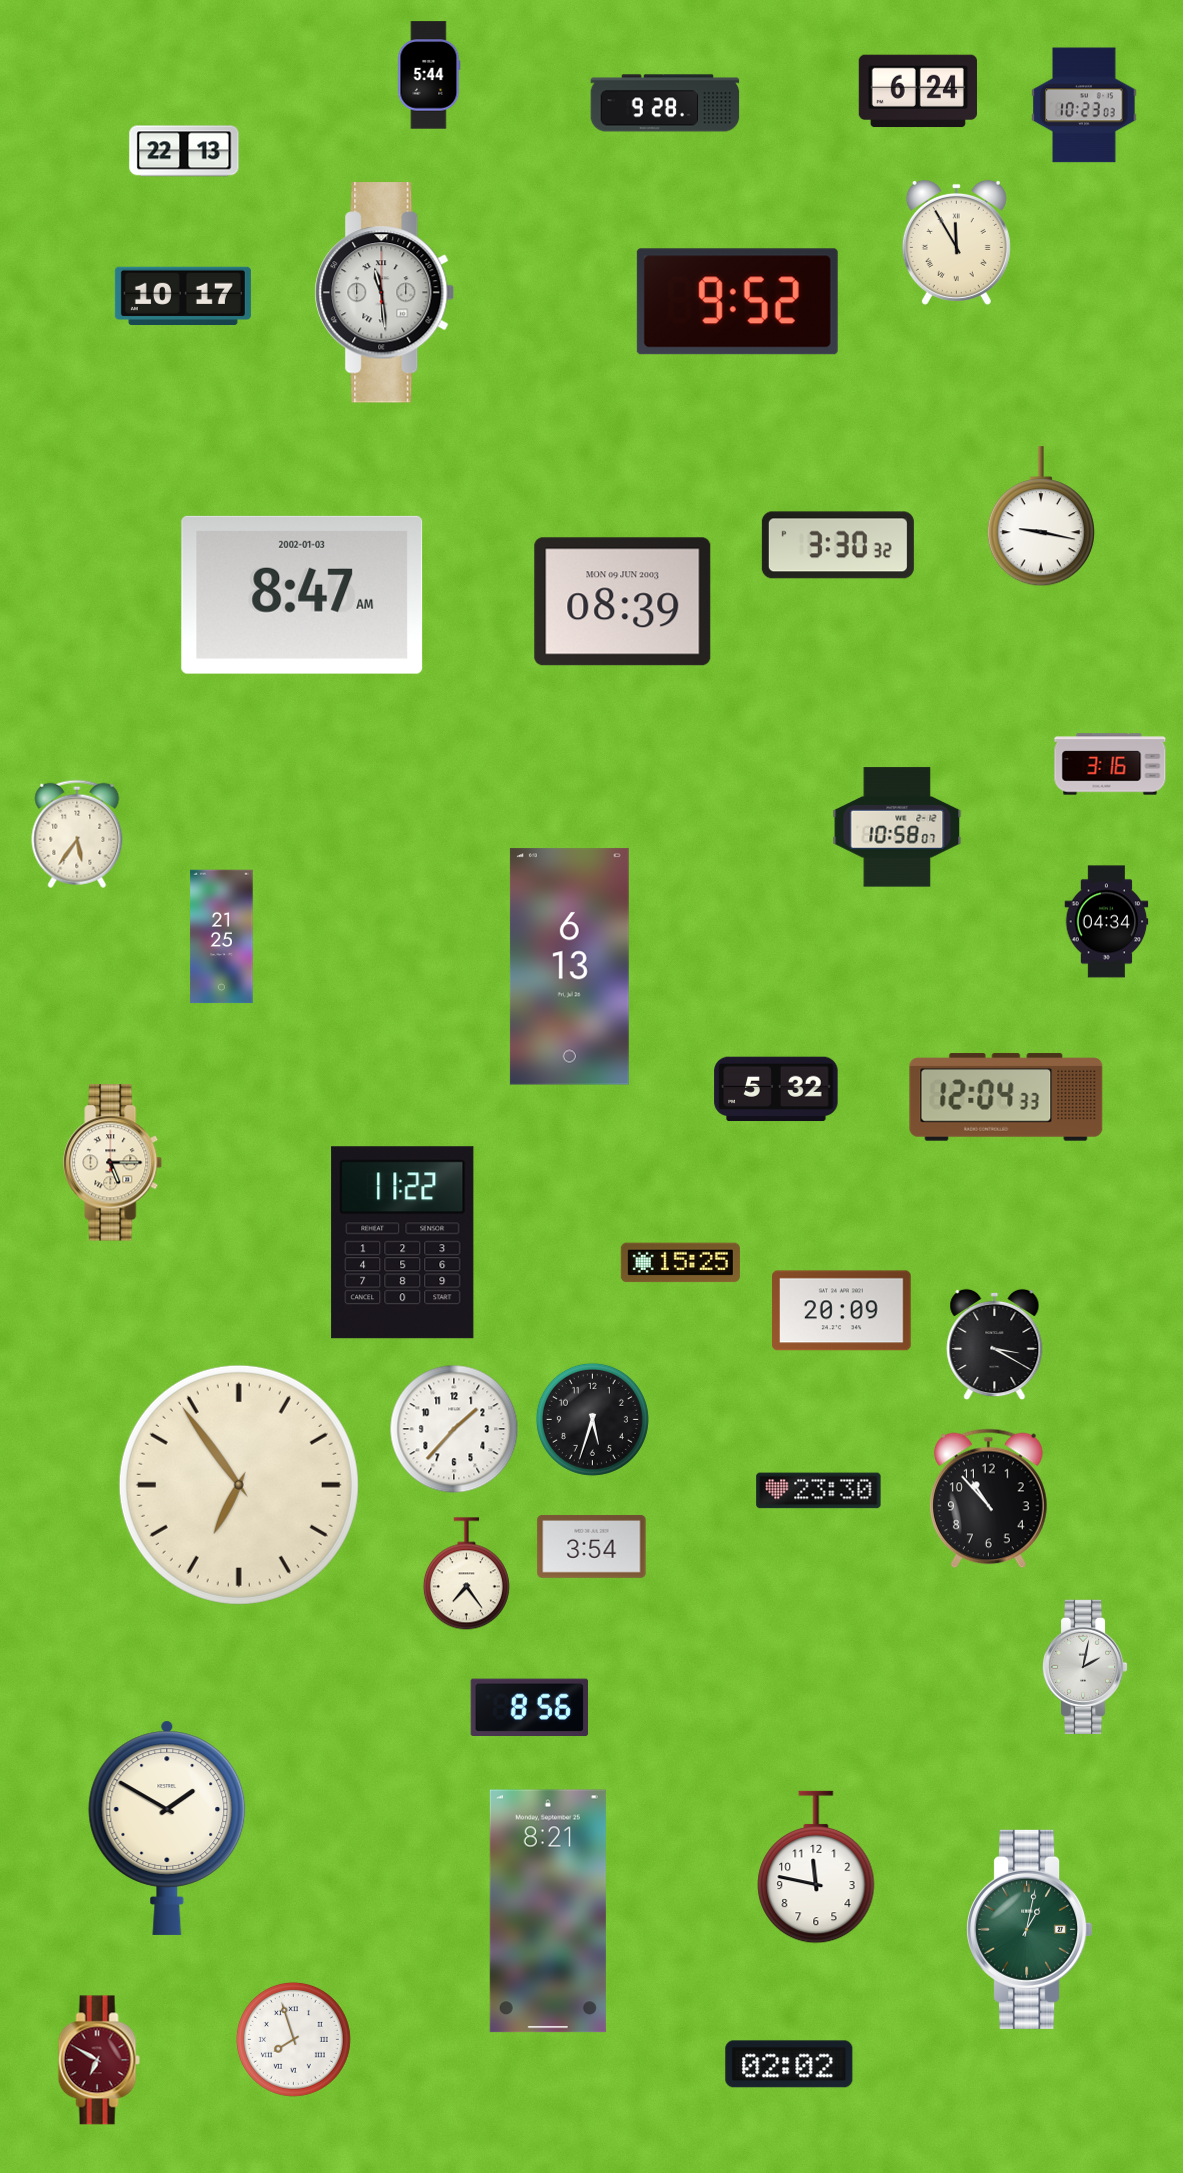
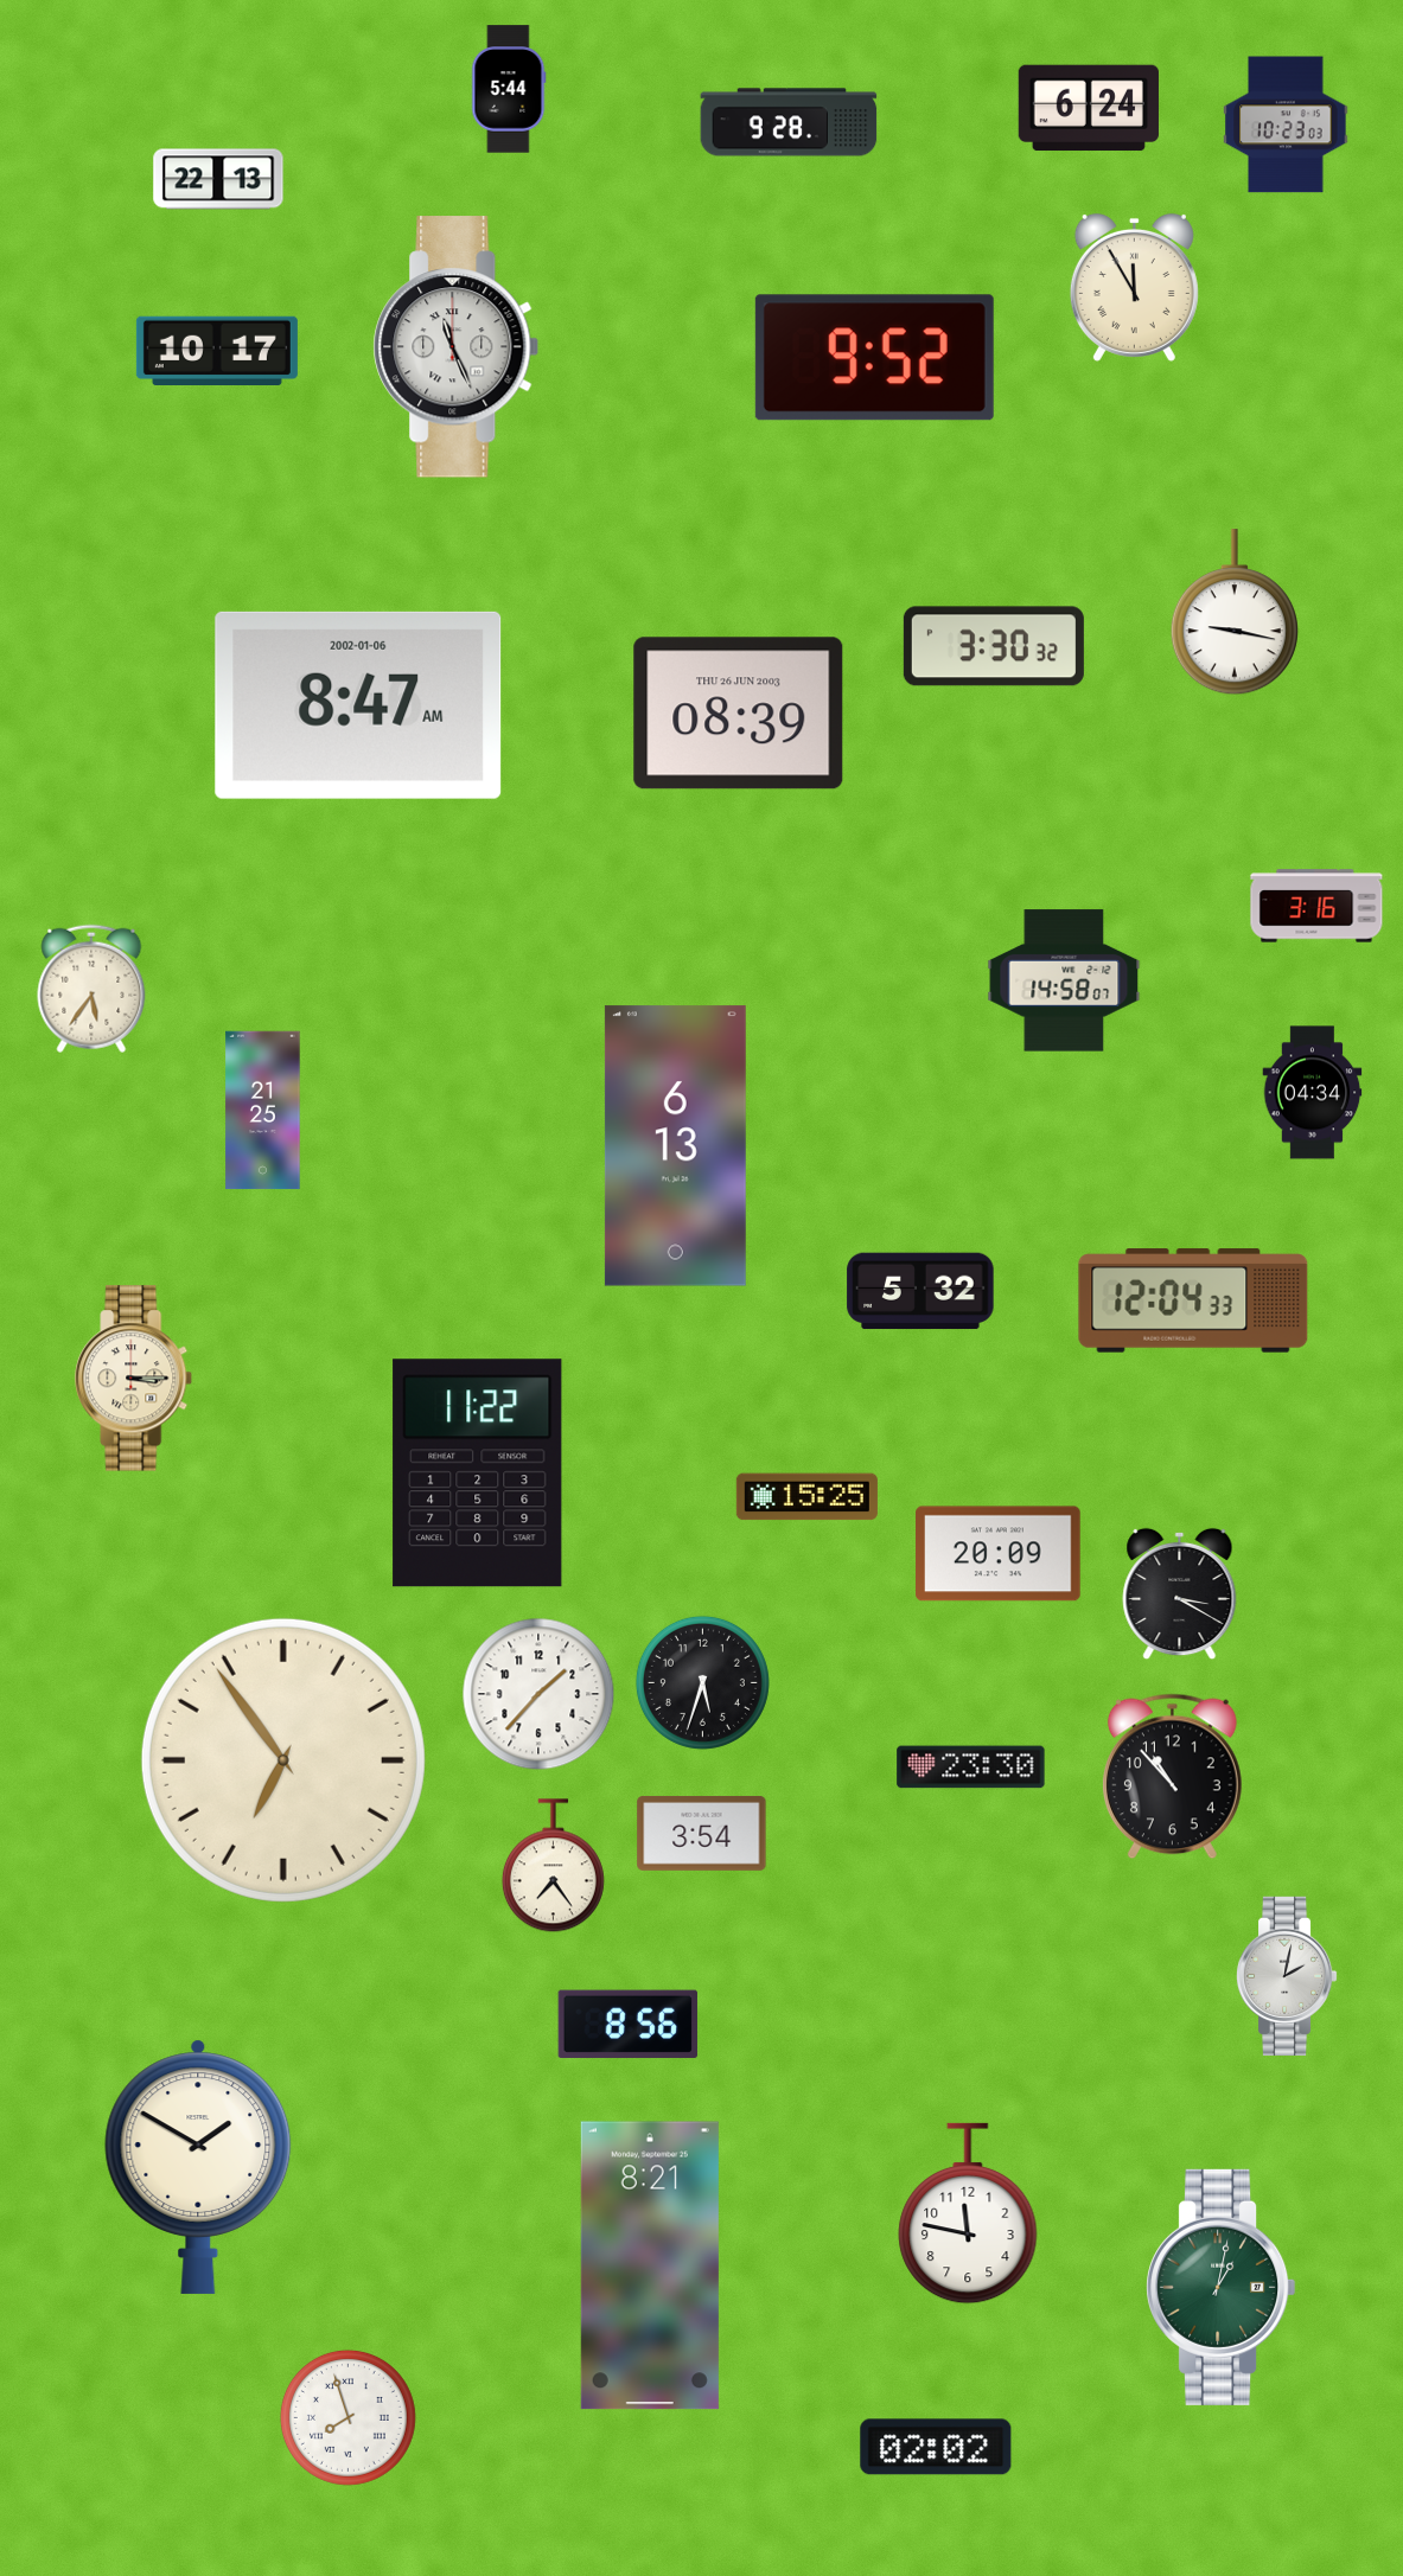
clock at (385, 293): 11:29 -> 11:26
clock at (302, 595) date: 2002-01-03 -> 2002-01-06
clock at (623, 602) date: MON 09 JUN 2003 -> THU 26 JUN 2003
clock at (897, 827): 10:58 -> 14:58
clock at (113, 1163): 5:15 -> 3:15
clock at (99, 2060): 6:50 -> none
